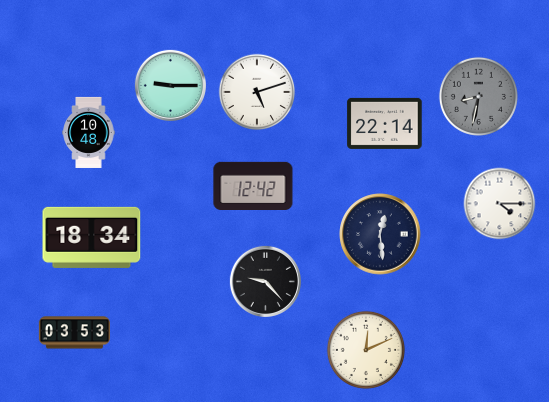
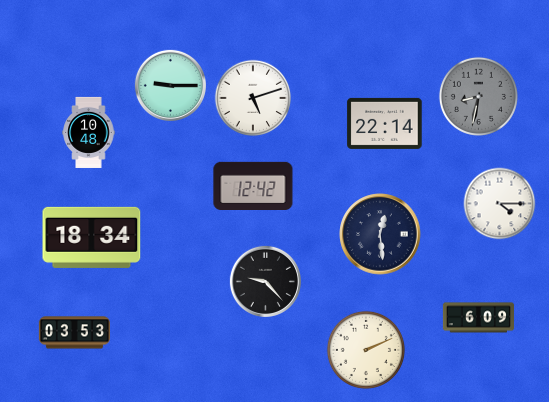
clock at (257, 92) position: (257, 92) -> (253, 98)
clock at (478, 318): none -> 6:09
clock at (366, 350): 12:11 -> 2:11
